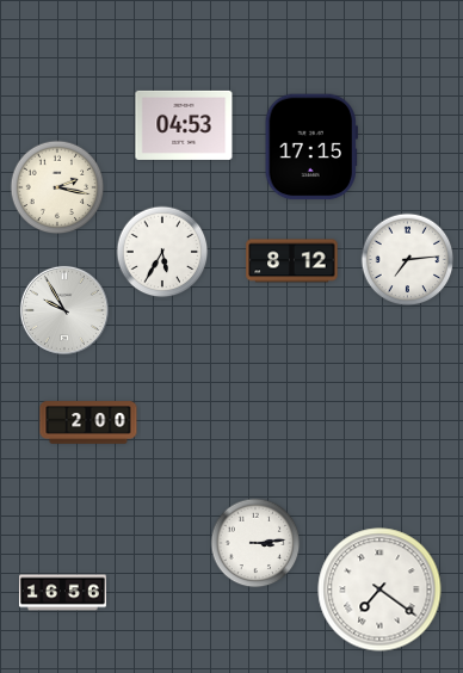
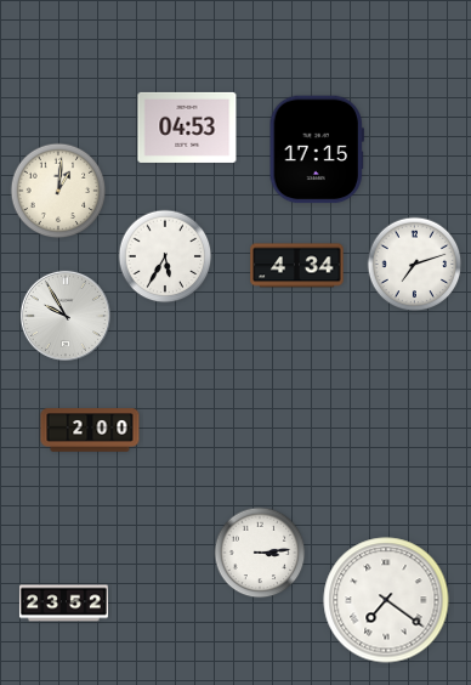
clock at (57, 187): 2:17 -> 1:01
clock at (408, 260): 7:14 -> 7:12
clock at (292, 261): 8:12 -> 4:34
clock at (62, 593): 16:56 -> 23:52
